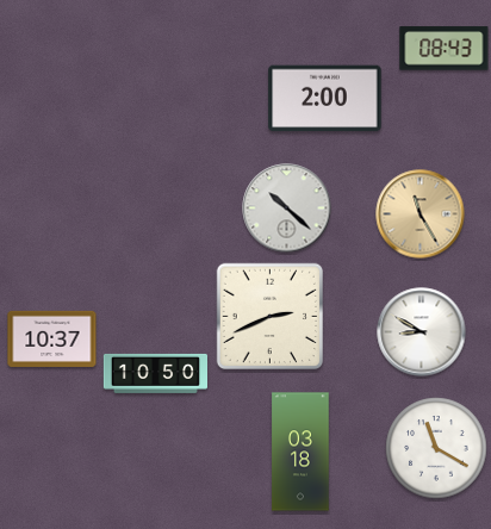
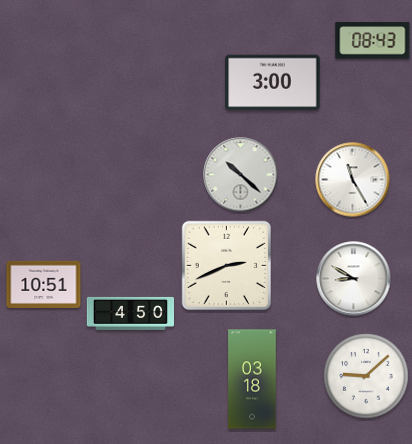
clock at (325, 99): 2:00 -> 3:00
clock at (421, 214) dial: champagne -> white
clock at (52, 338): 10:37 -> 10:51
clock at (155, 373): 10:50 -> 4:50
clock at (436, 448): 11:20 -> 9:08
